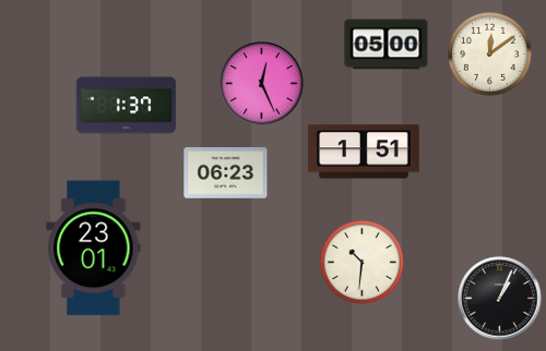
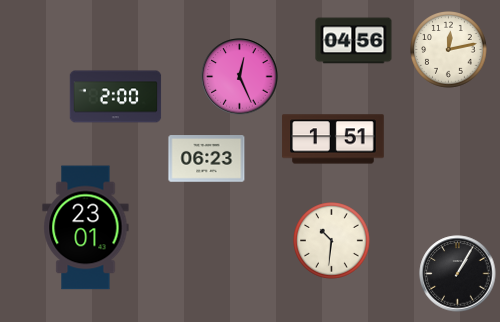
clock at (387, 45): 05:00 -> 04:56
clock at (490, 55): 12:09 -> 12:13
clock at (127, 106): 1:37 -> 2:00
clock at (500, 299): 1:04 -> 1:05
